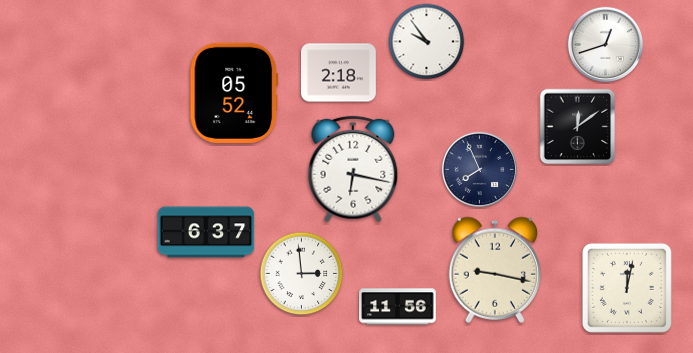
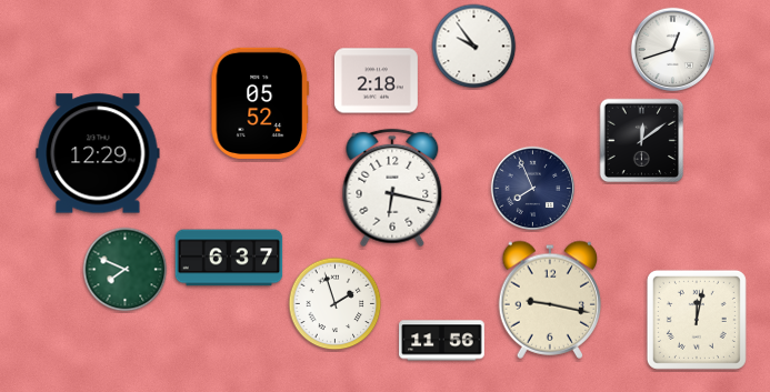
clock at (98, 153): none -> 12:29
clock at (126, 270): none -> 7:49
clock at (302, 274): 2:59 -> 1:57
